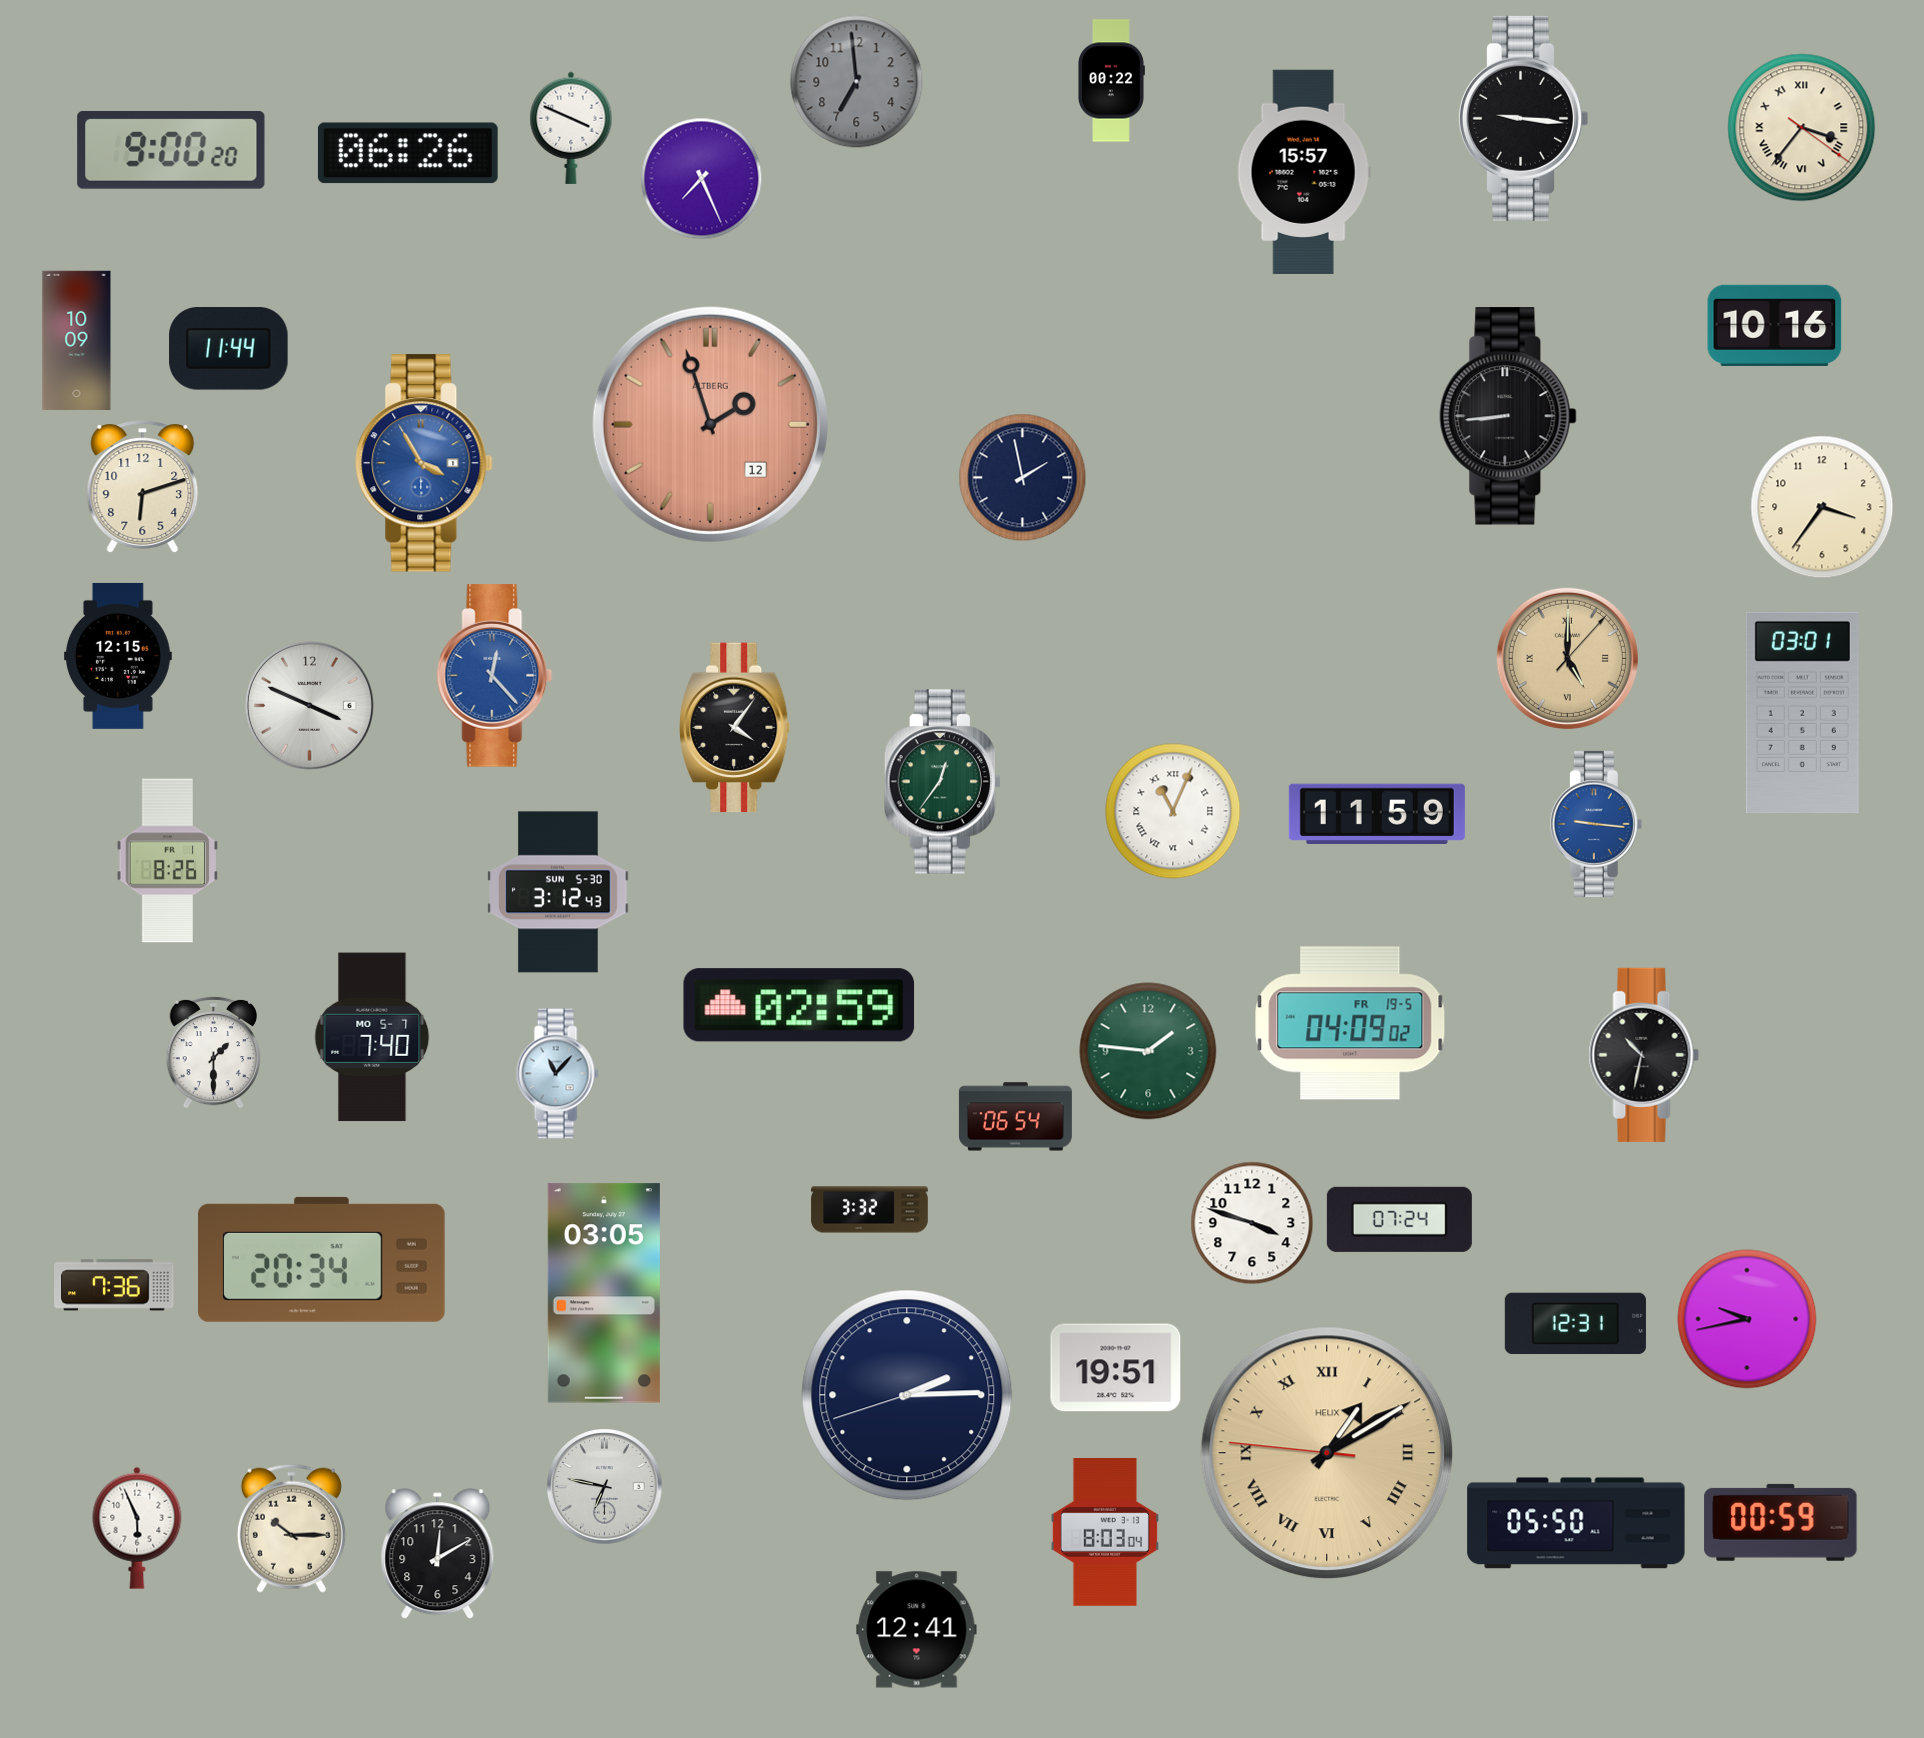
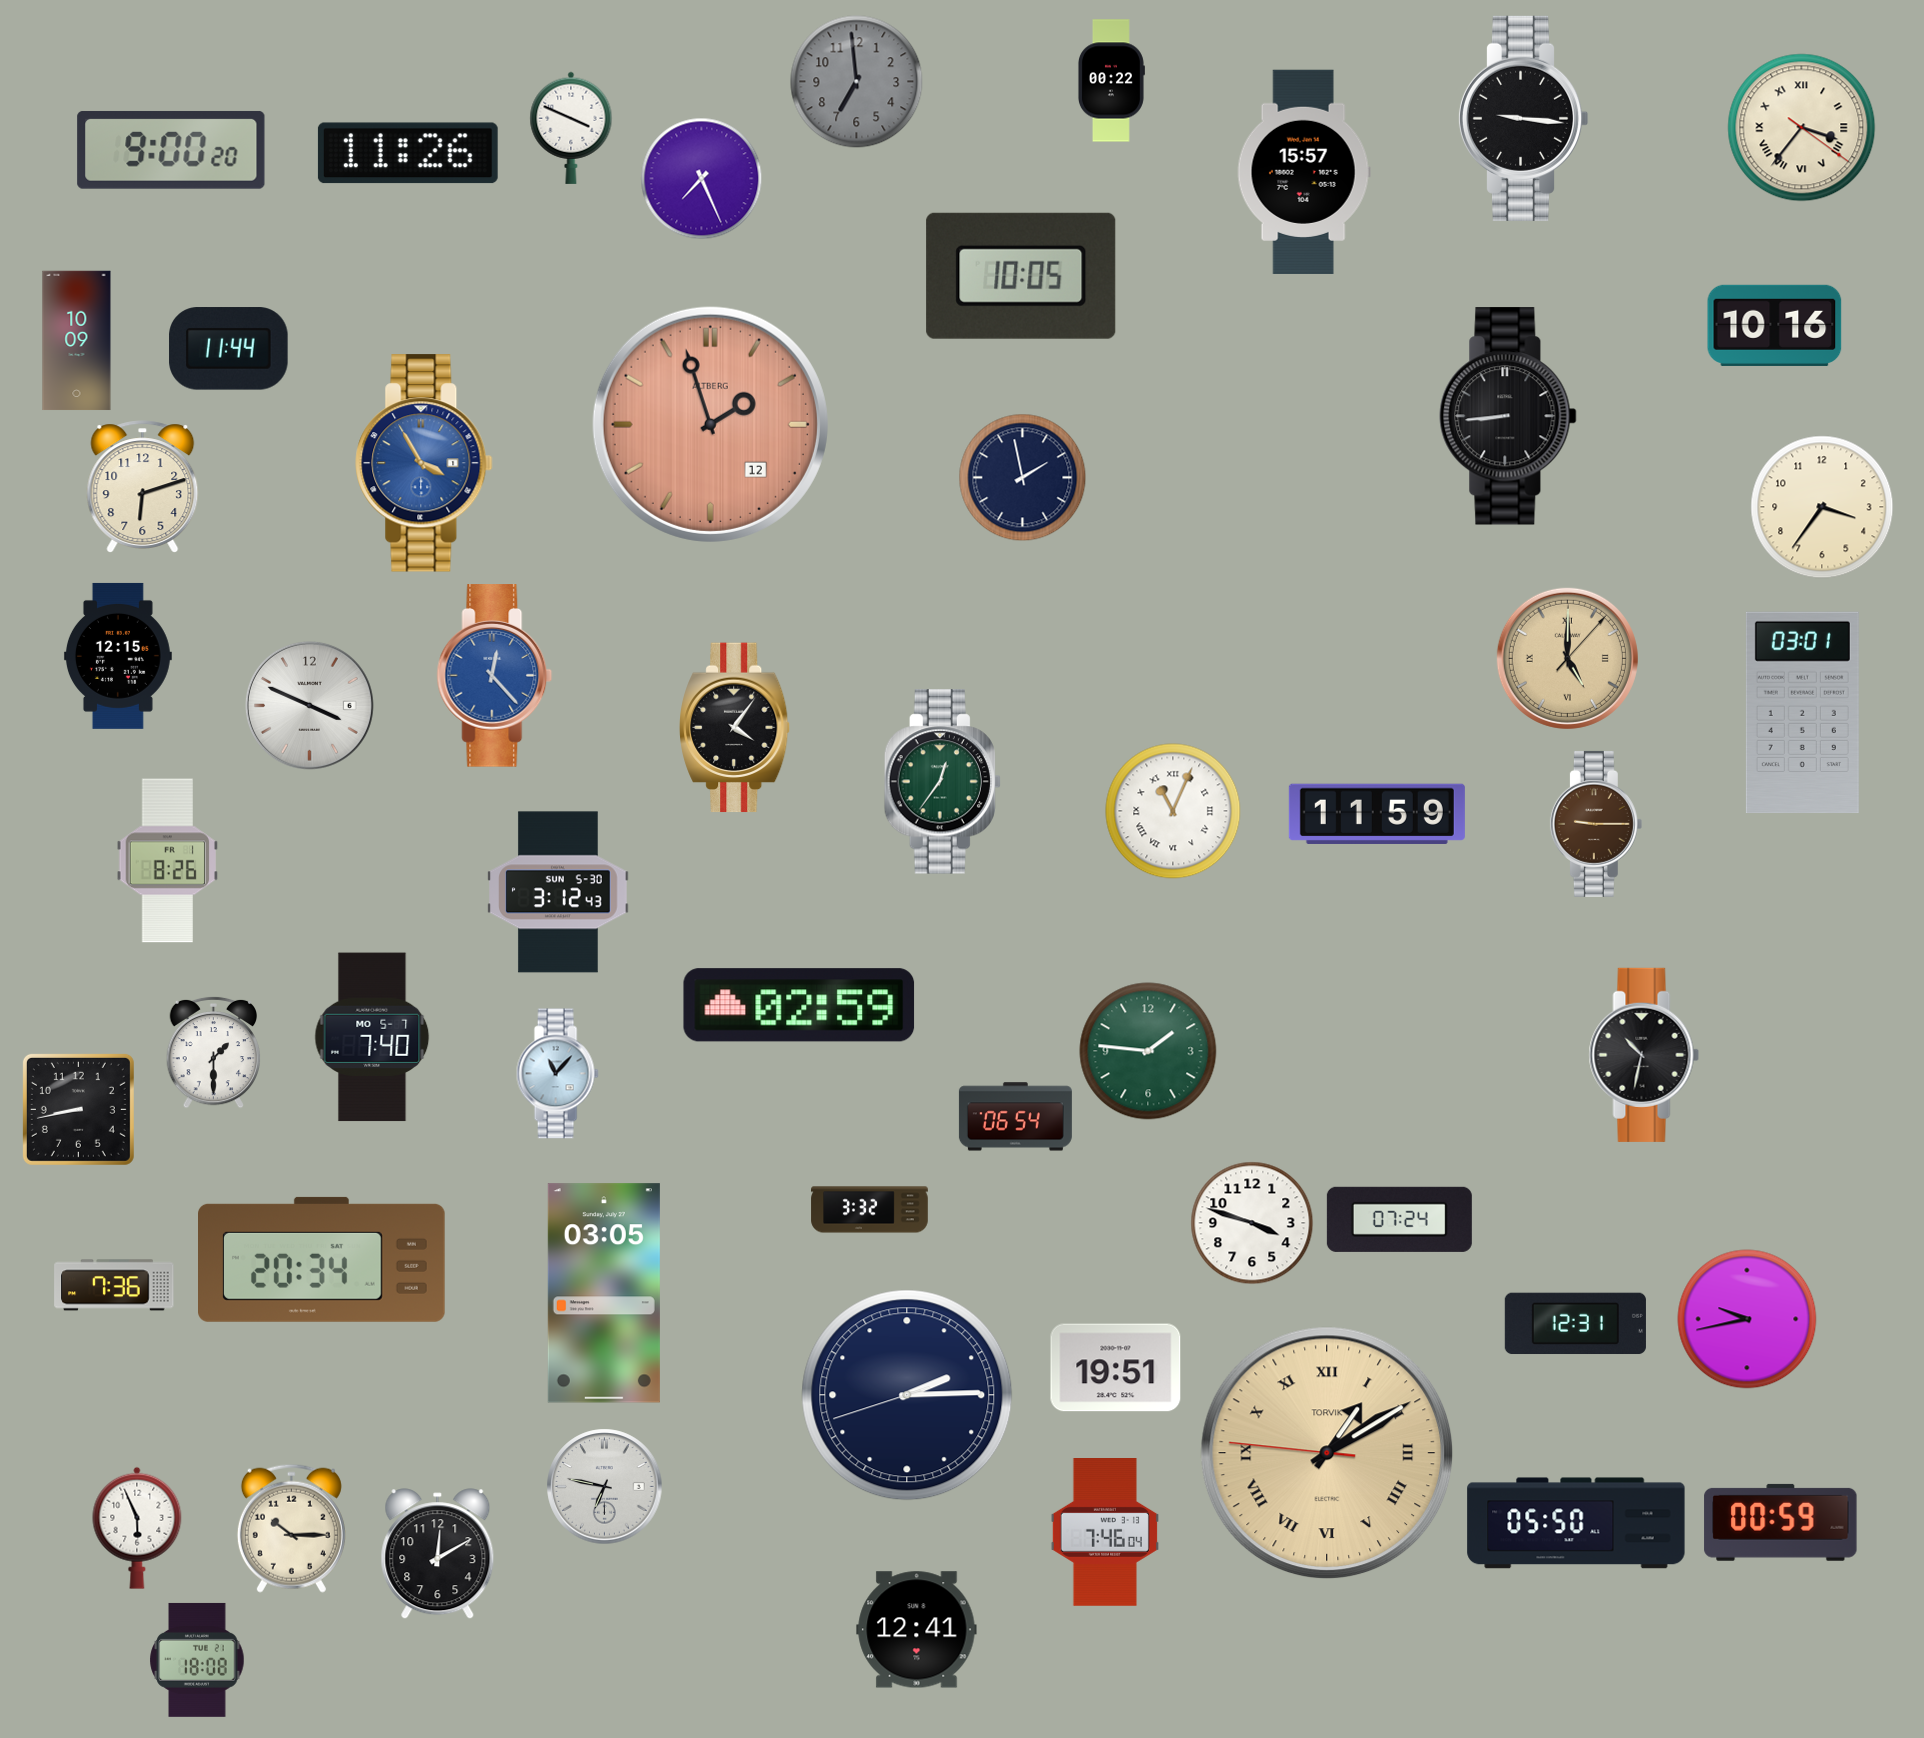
clock at (408, 153): 06:26 -> 11:26
clock at (1021, 276): none -> 10:05
clock at (1596, 824): 9:16 -> 9:15
clock at (1596, 824) dial: blue -> brown
clock at (1350, 1023): 04:09 -> none
clock at (78, 1109): none -> 8:43
clock at (1327, 1453) brand: HELIX -> TORVIK
clock at (1105, 1533): 8:03 -> 7:46
clock at (197, 1660): none -> 18:08
